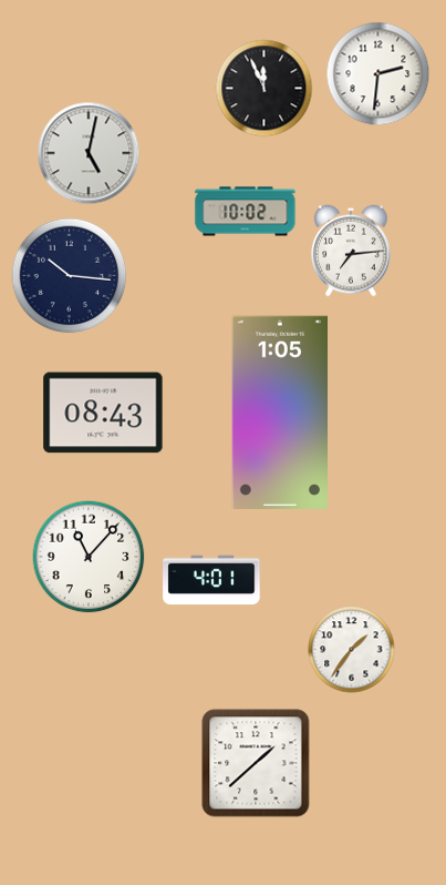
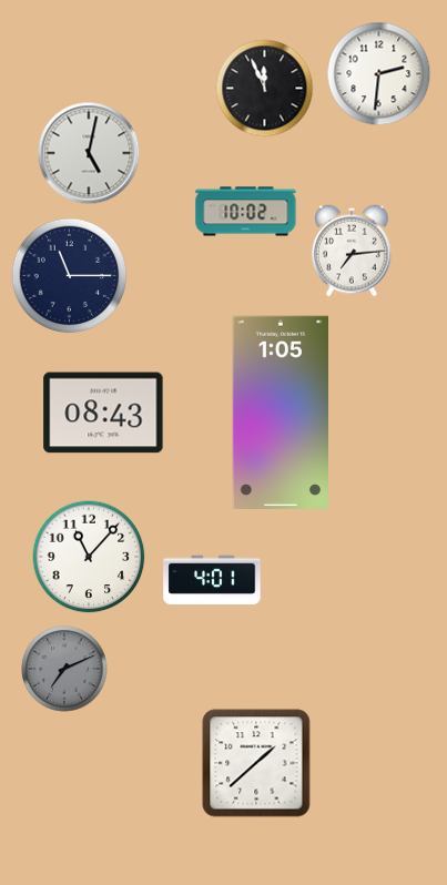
clock at (70, 276): 10:16 -> 11:15
clock at (352, 650): 1:36 -> none
clock at (64, 669): none -> 7:11
